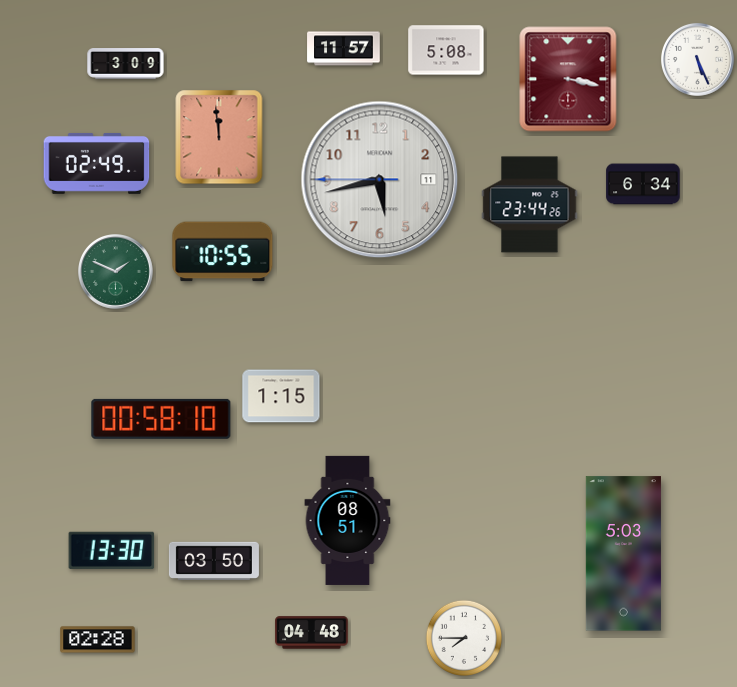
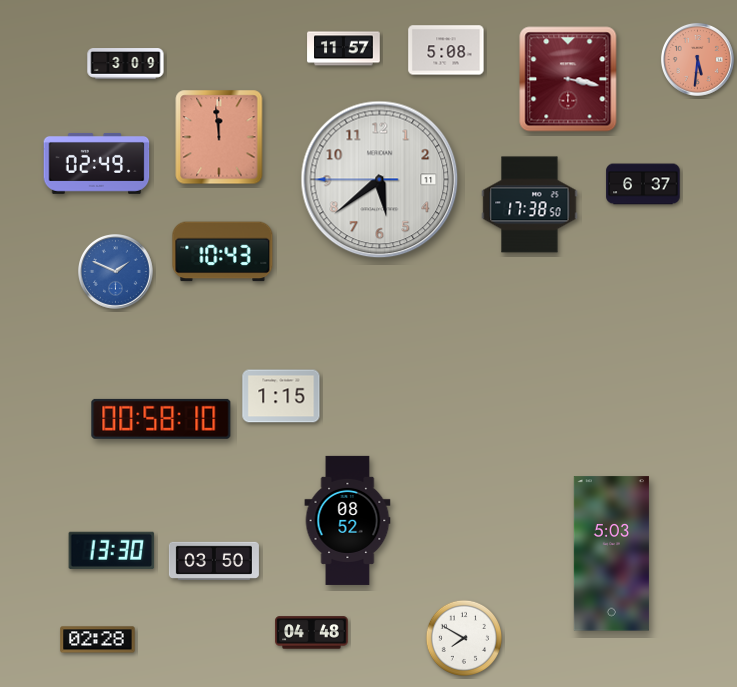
clock at (697, 59): 5:26 -> 5:31
clock at (697, 59) dial: white -> salmon
clock at (380, 180): 5:42 -> 5:38
clock at (643, 184): 6:34 -> 6:37
clock at (530, 205): 23:44 -> 17:38
clock at (223, 252): 10:55 -> 10:43
clock at (116, 272) dial: green -> blue
clock at (348, 520): 08:51 -> 08:52
clock at (623, 554) position: (623, 554) -> (611, 554)
clock at (463, 637): 7:45 -> 7:50
